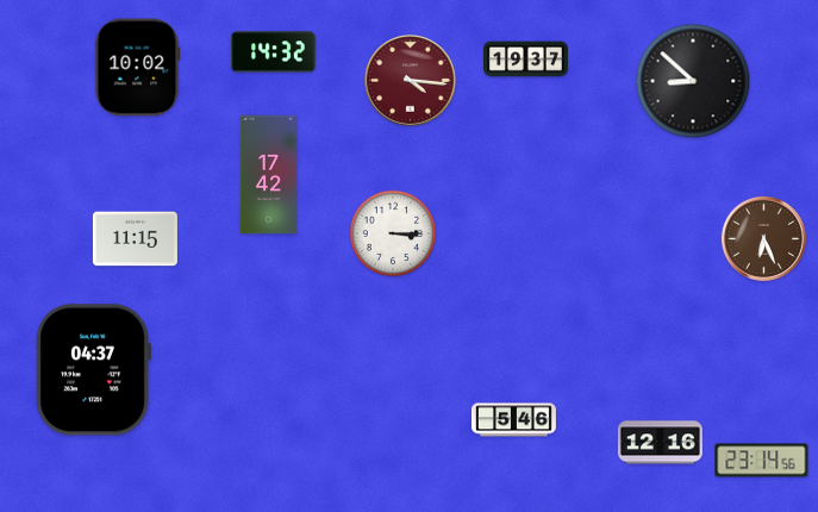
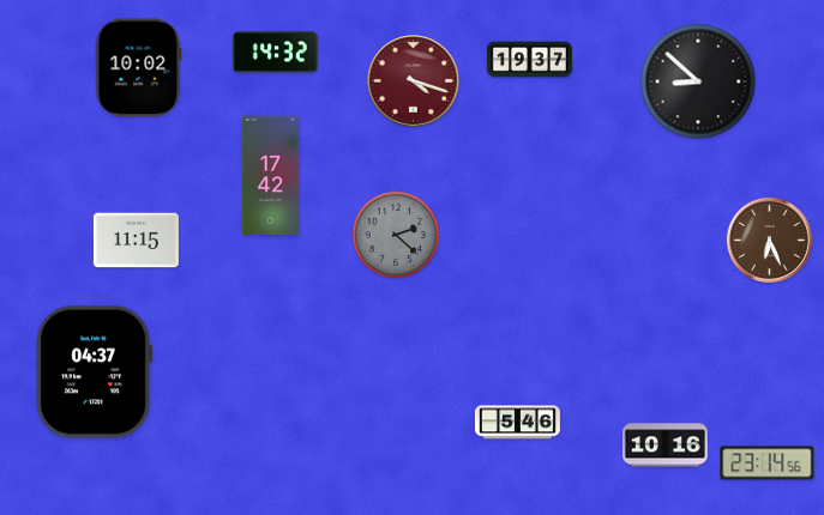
clock at (411, 81): 4:16 -> 4:18
clock at (393, 233): 3:15 -> 2:22
clock at (393, 233) dial: white -> grey
clock at (660, 443): 12:16 -> 10:16
